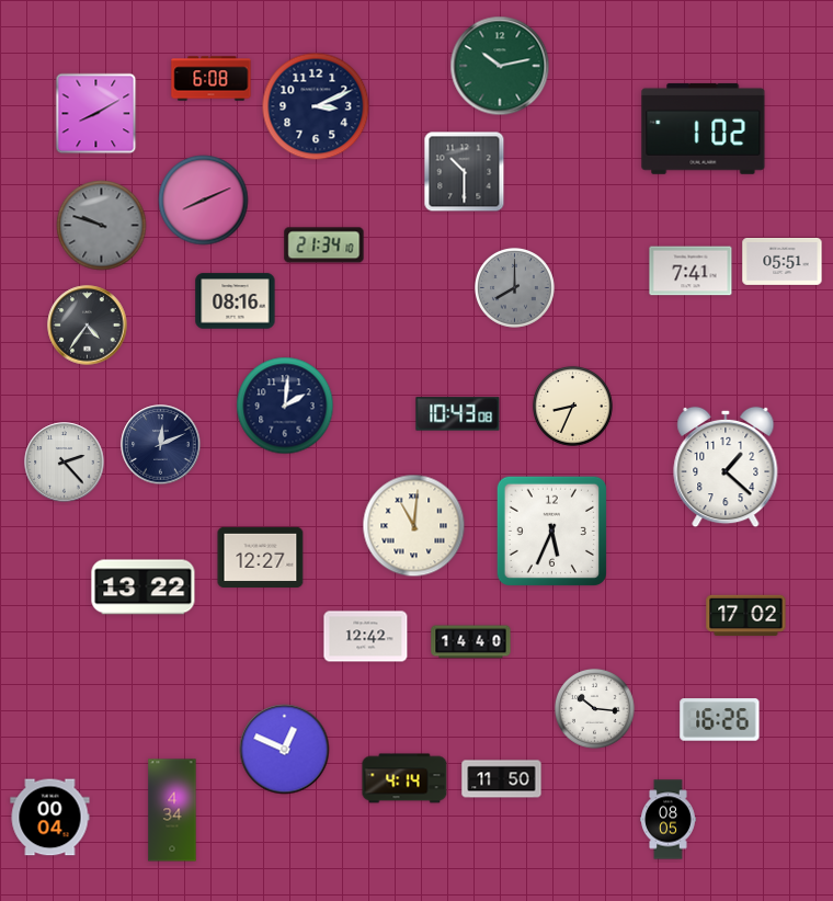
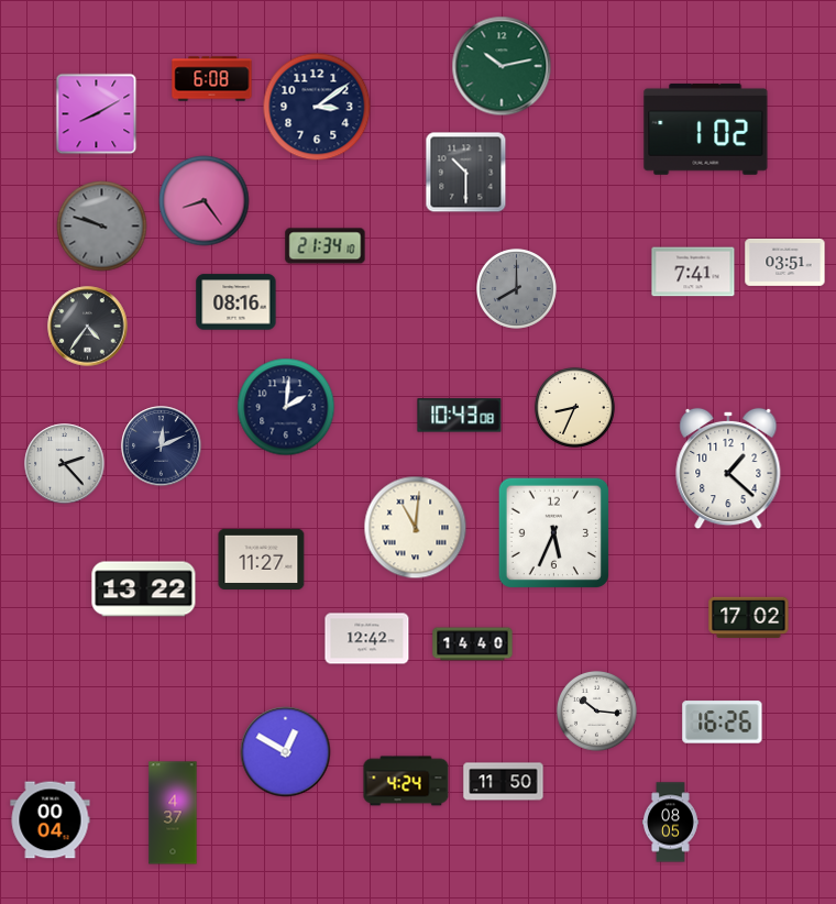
clock at (316, 106): 3:11 -> 3:09
clock at (204, 201): 8:11 -> 8:24
clock at (783, 261): 05:51 -> 03:51
clock at (261, 557): 12:27 -> 11:27
clock at (285, 750): 12:49 -> 12:50
clock at (404, 778): 4:14 -> 4:24
clock at (172, 810): 4:34 -> 4:37
